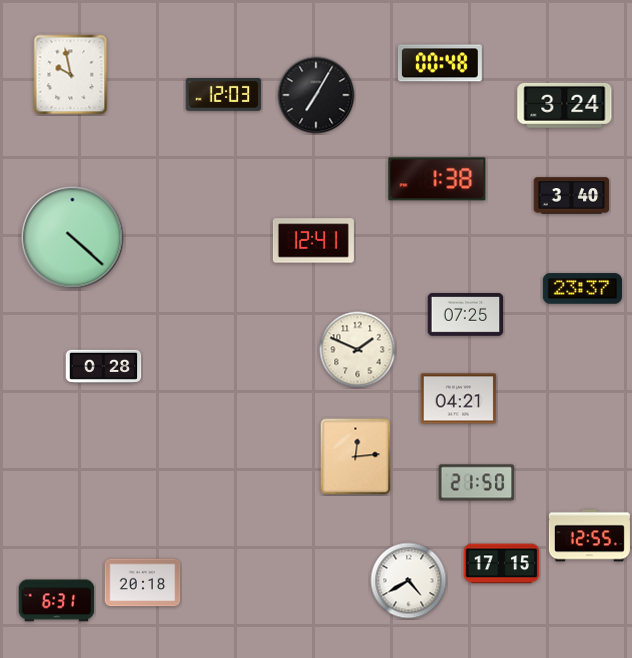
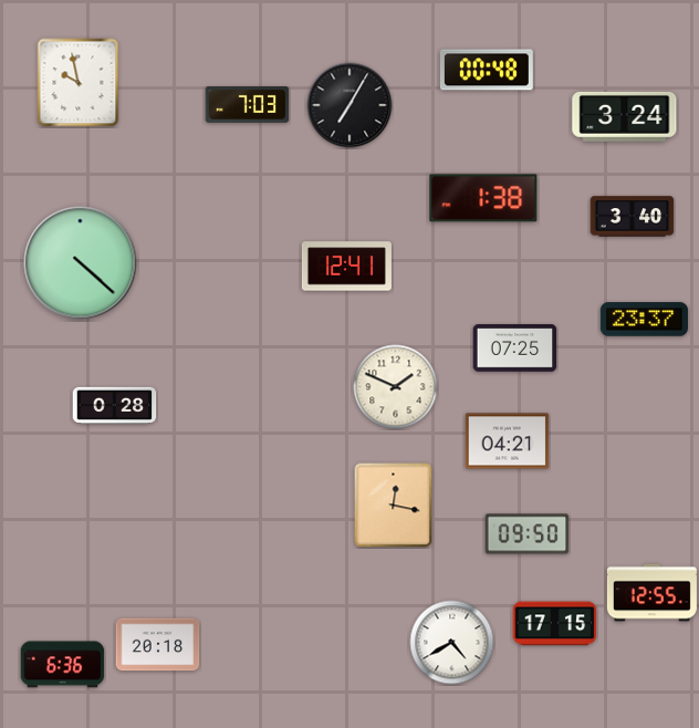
clock at (224, 95): 12:03 -> 7:03
clock at (356, 457): 12:14 -> 12:17
clock at (477, 483): 21:50 -> 09:50
clock at (57, 601): 6:31 -> 6:36
